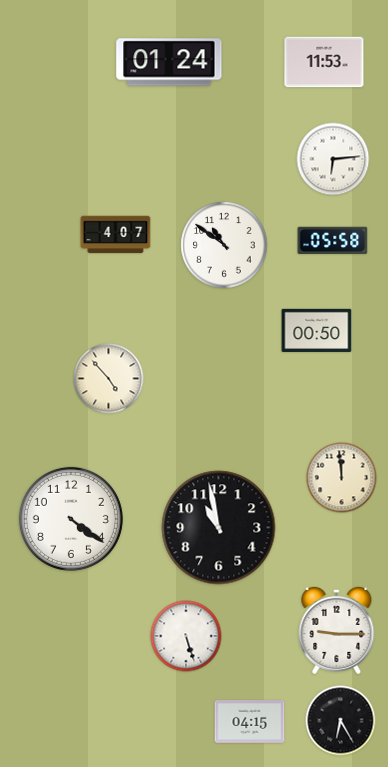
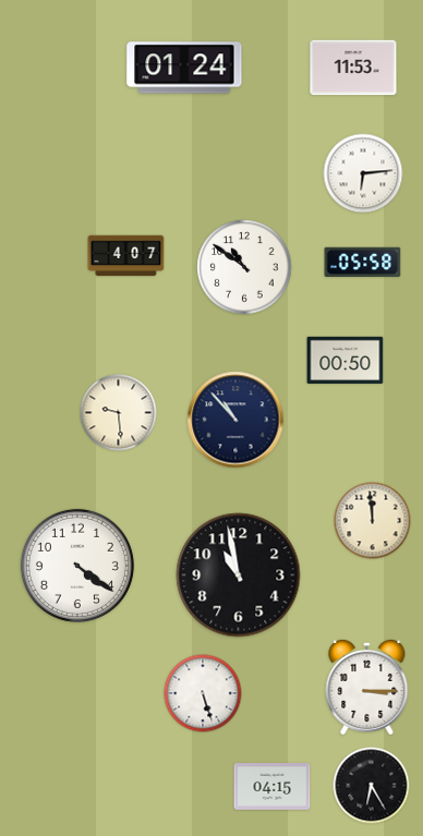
clock at (109, 379): 4:53 -> 9:29
clock at (235, 420): none -> 10:53
clock at (337, 630): 9:15 -> 3:15
